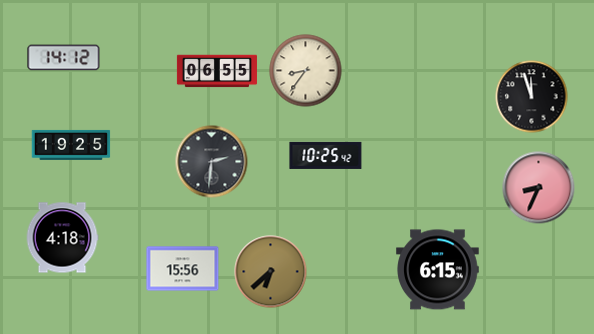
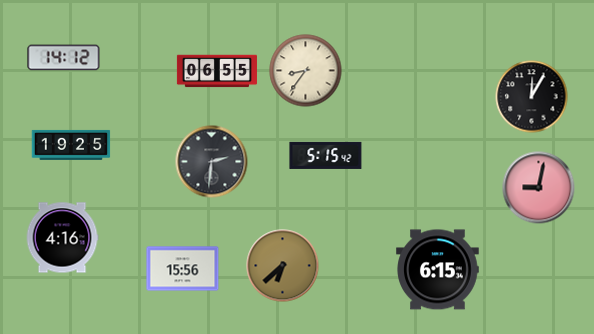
clock at (532, 97): 11:57 -> 12:05
clock at (326, 155): 10:25 -> 5:15
clock at (539, 188): 8:34 -> 9:02
clock at (62, 238): 4:18 -> 4:16
clock at (271, 272) position: (271, 272) -> (283, 266)
